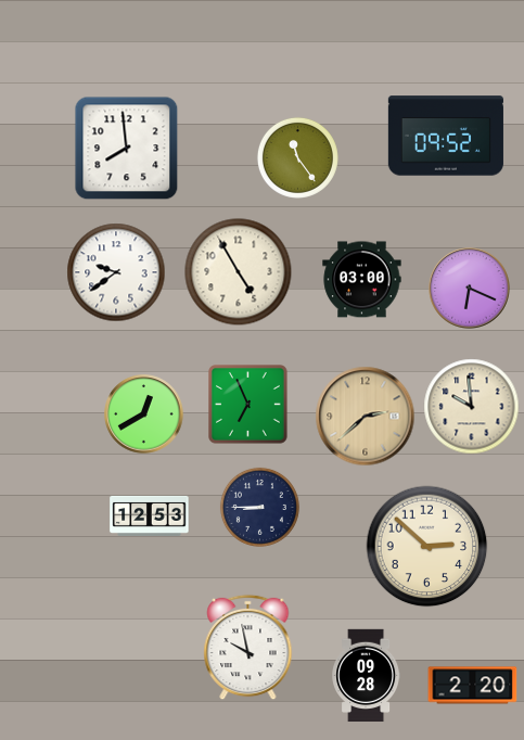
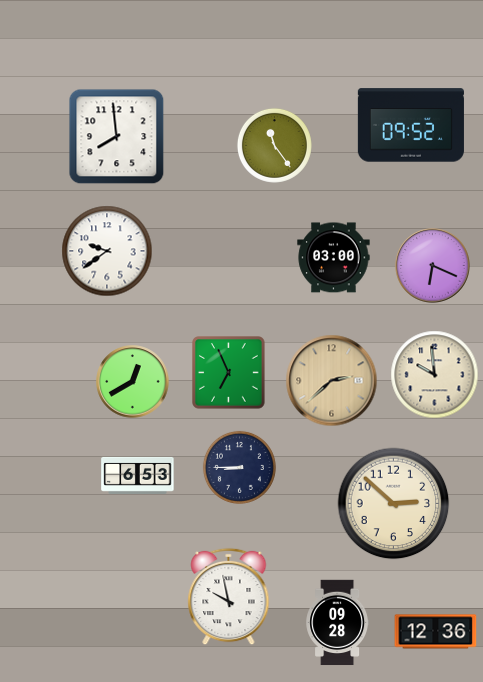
clock at (239, 272): 4:55 -> none
clock at (366, 417) position: (366, 417) -> (332, 381)
clock at (150, 515): 12:53 -> 6:53
clock at (473, 686): 2:20 -> 12:36
